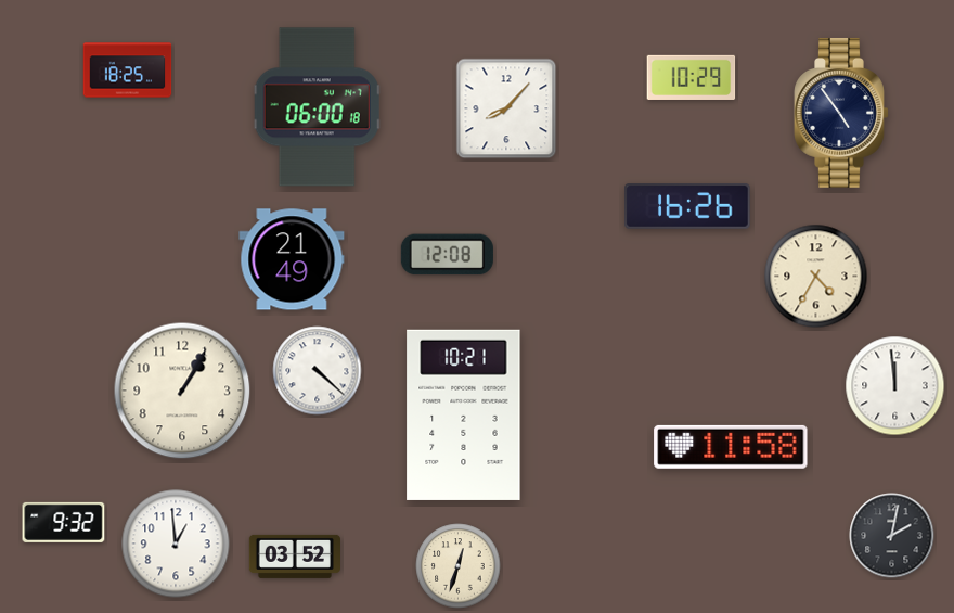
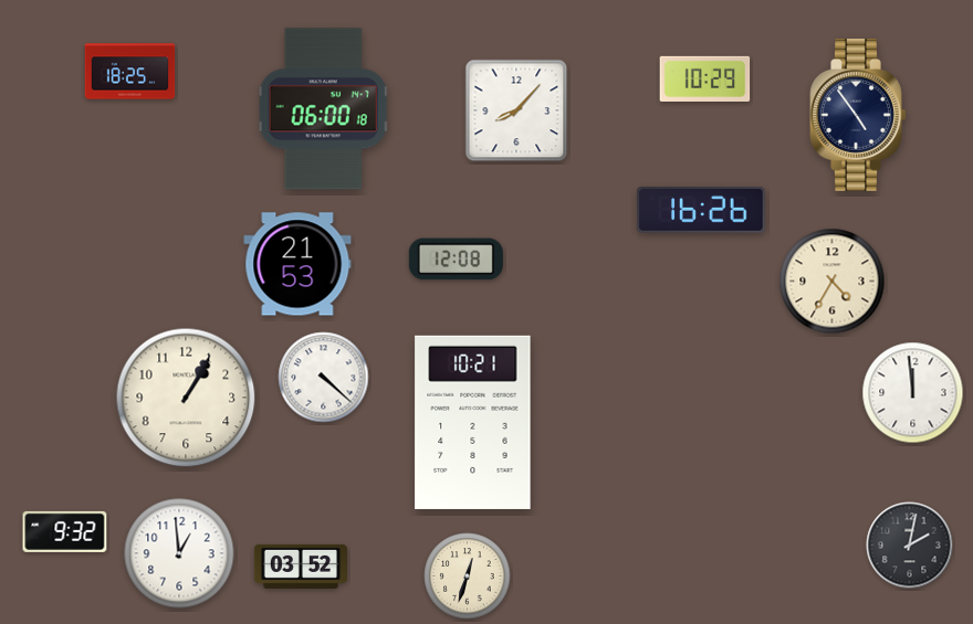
clock at (292, 259): 21:49 -> 21:53
clock at (731, 447): 11:58 -> none
